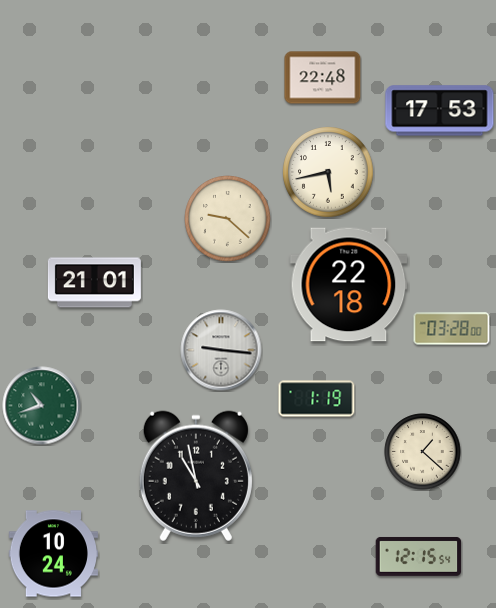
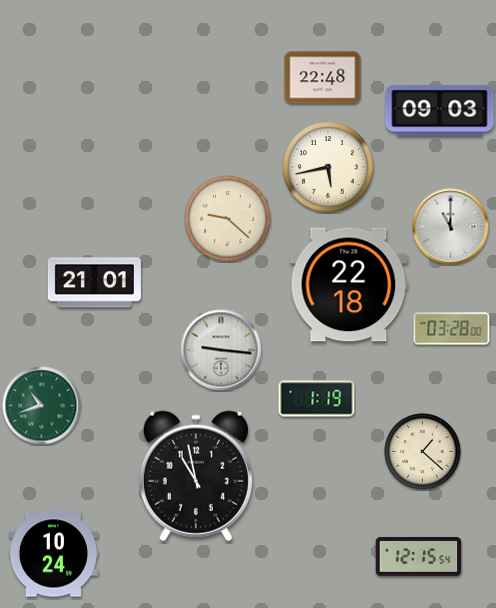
clock at (440, 111): 17:53 -> 09:03
clock at (328, 172) position: (328, 172) -> (328, 167)
clock at (451, 227): none -> 11:00
